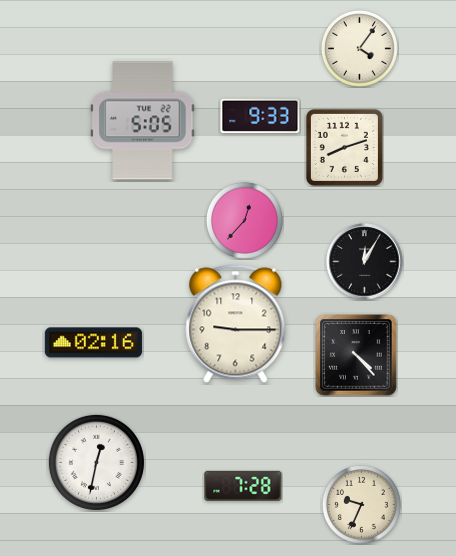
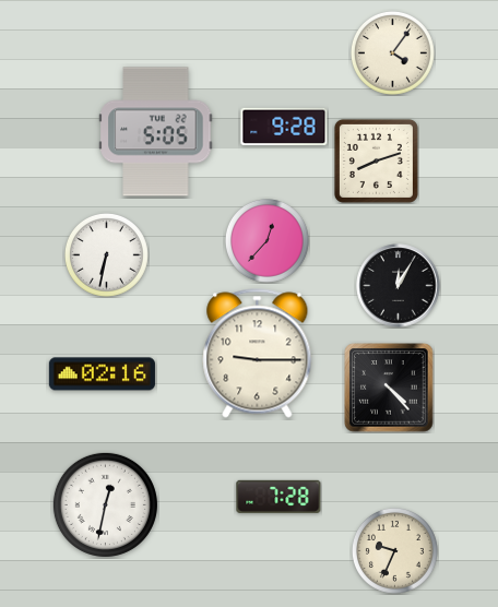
clock at (260, 116): 9:33 -> 9:28
clock at (107, 255): none -> 6:32
clock at (243, 486) position: (243, 486) -> (278, 497)
